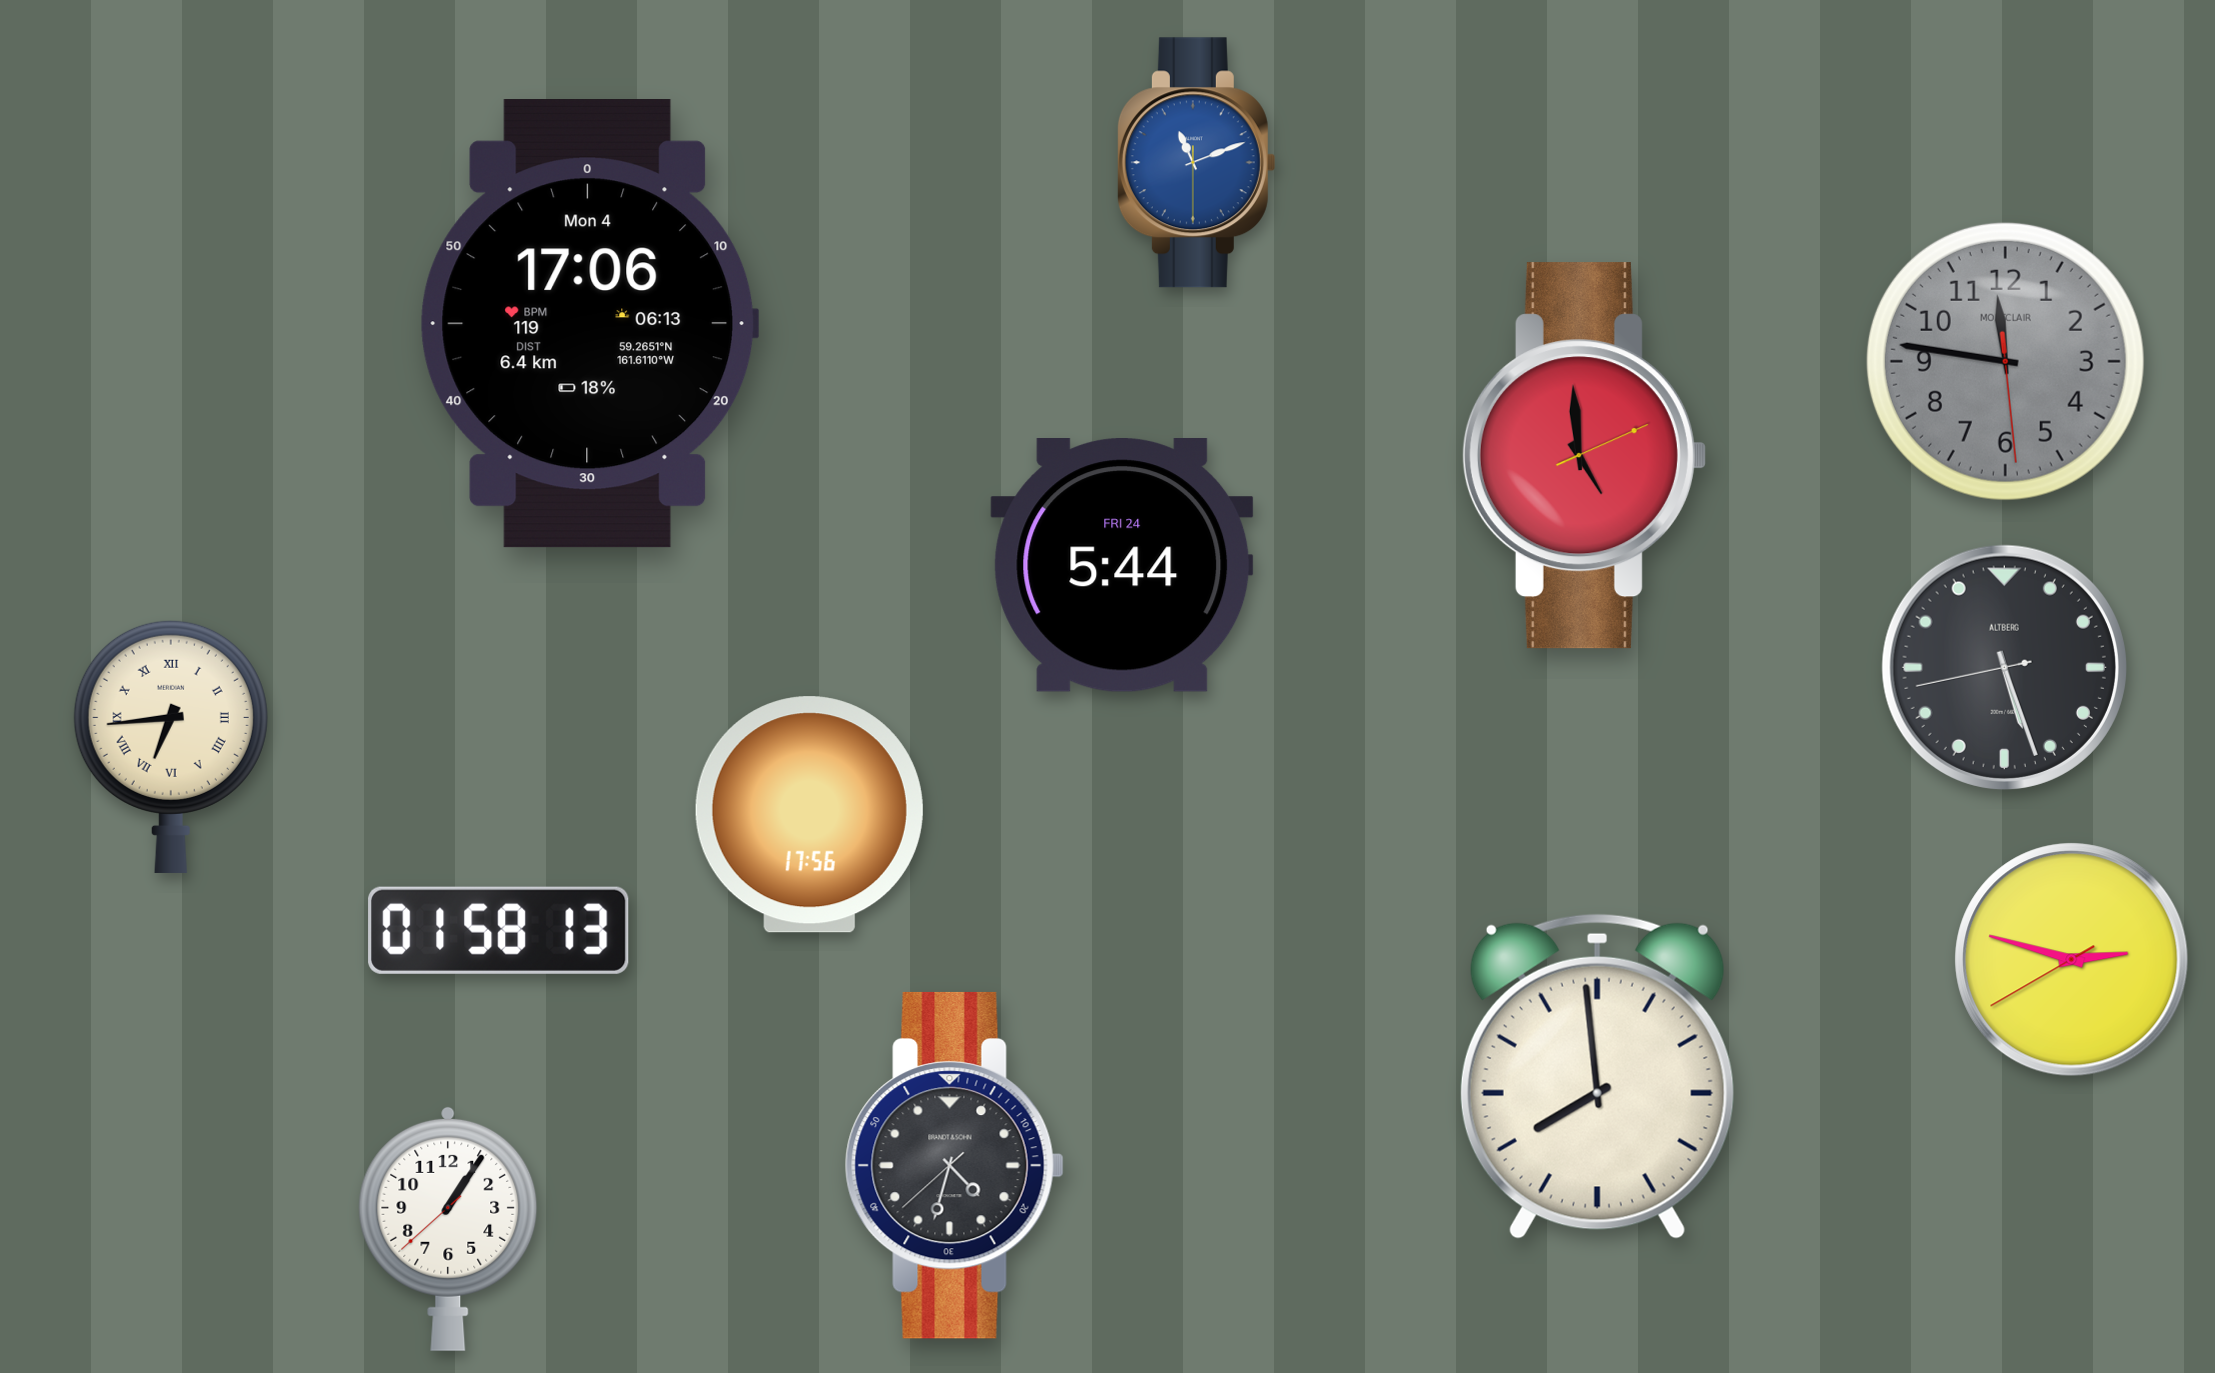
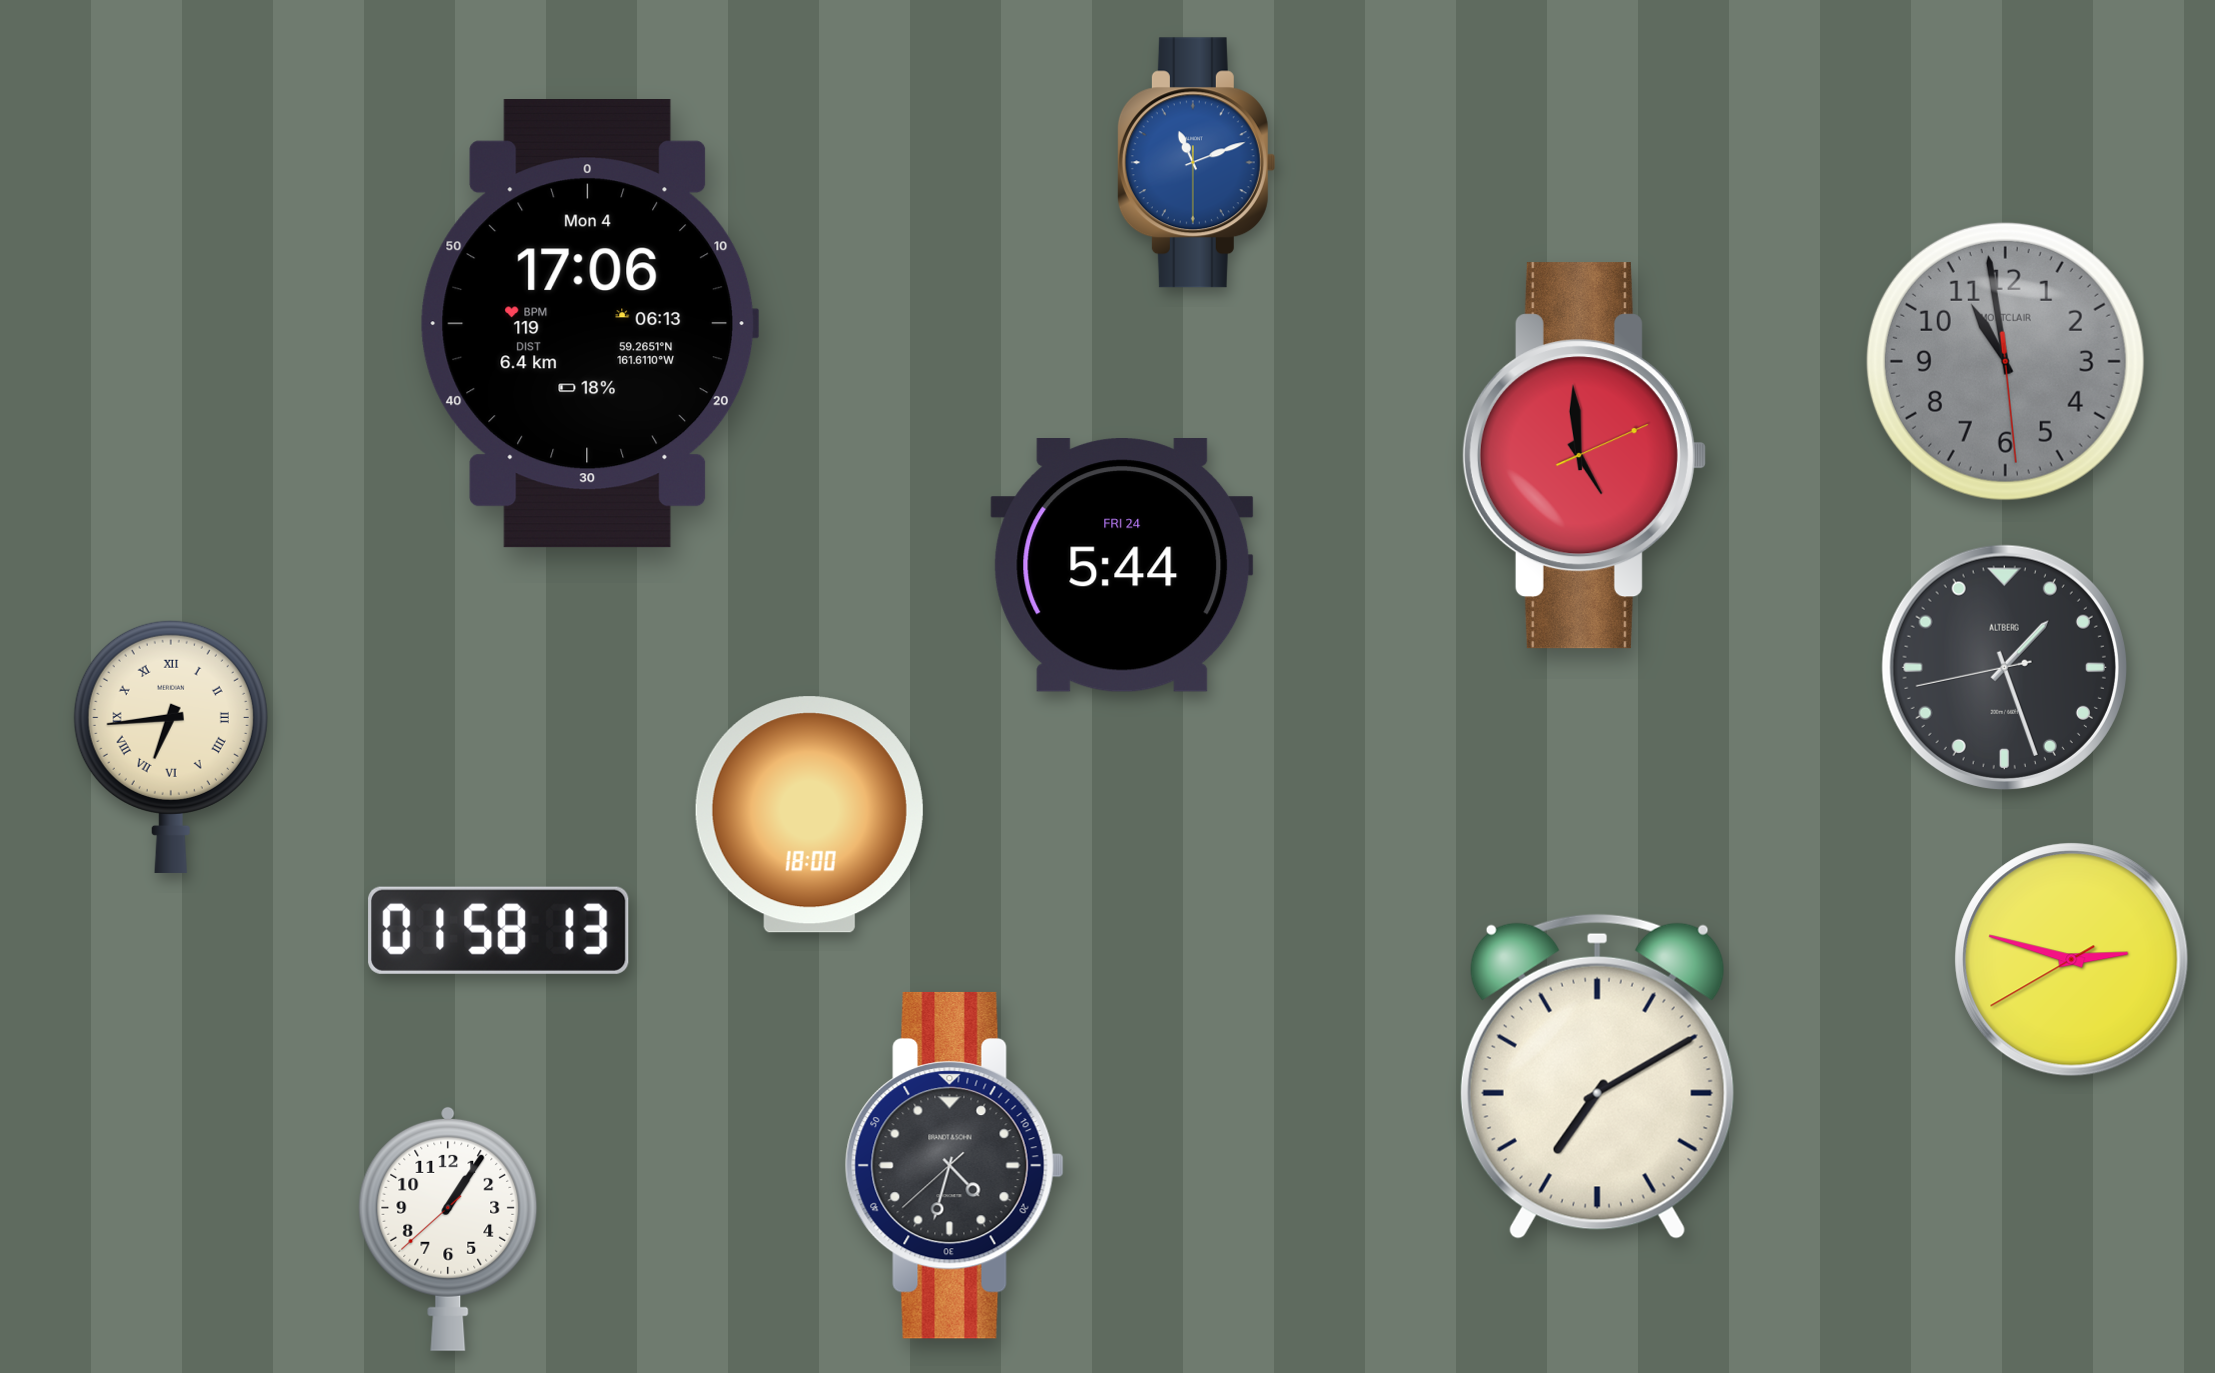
clock at (2005, 361): 11:46 -> 10:58
clock at (2004, 667): 5:26 -> 1:26
clock at (809, 815): 17:56 -> 18:00
clock at (1597, 1076): 7:59 -> 7:10
